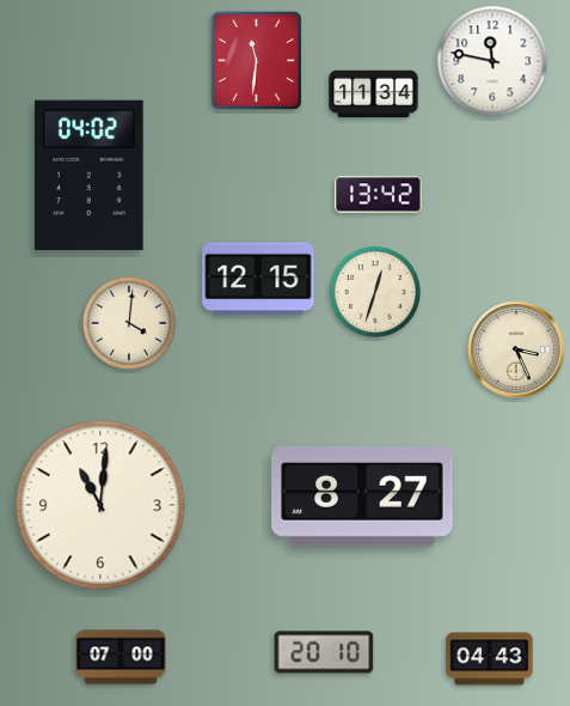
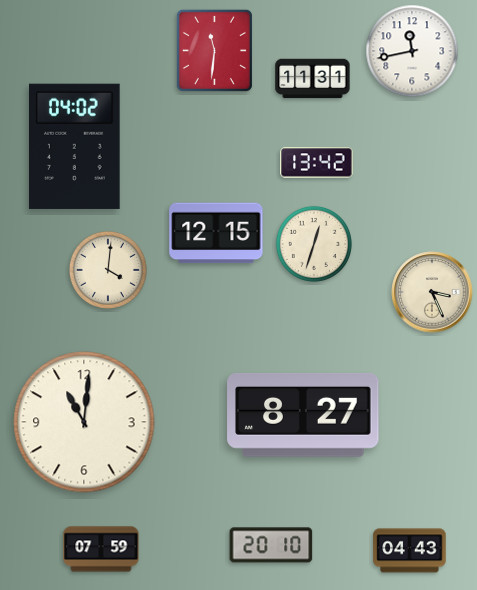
clock at (492, 61): 11:47 -> 11:43
clock at (374, 95): 11:34 -> 11:31
clock at (121, 657): 07:00 -> 07:59
